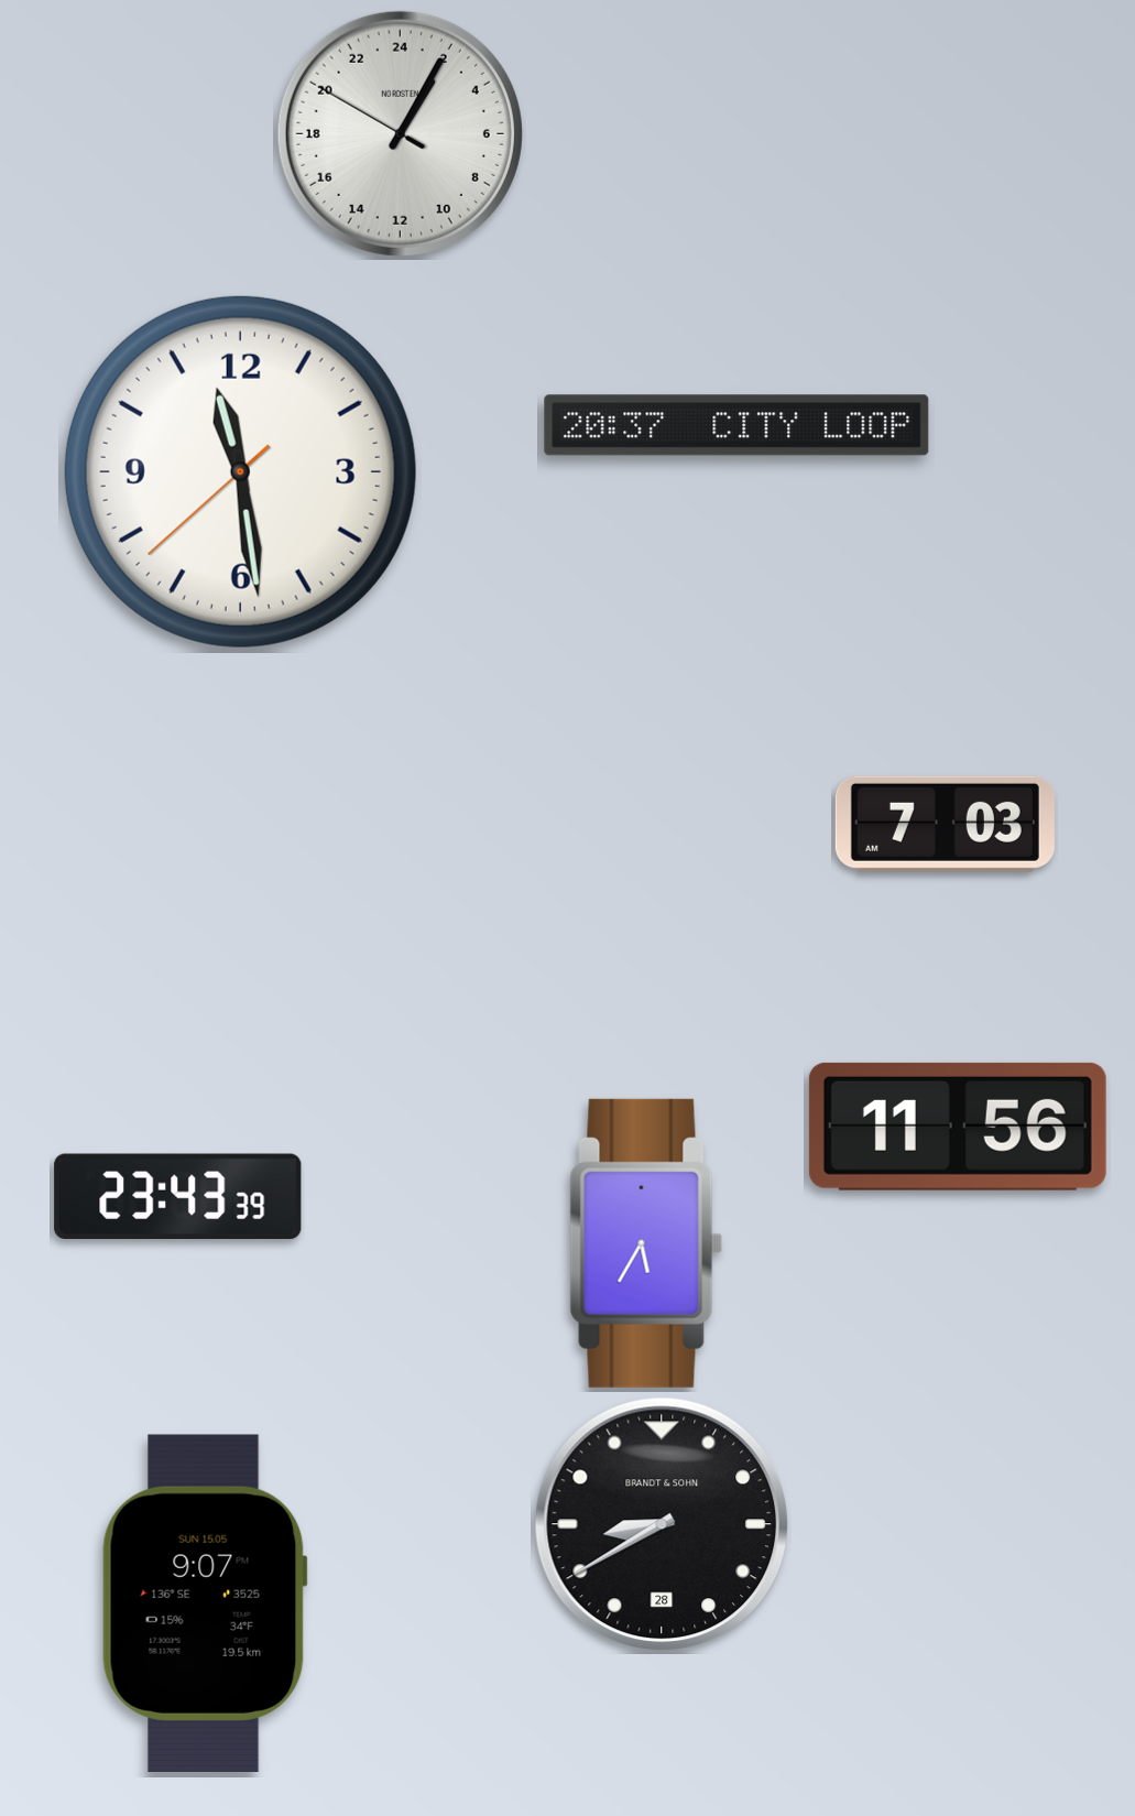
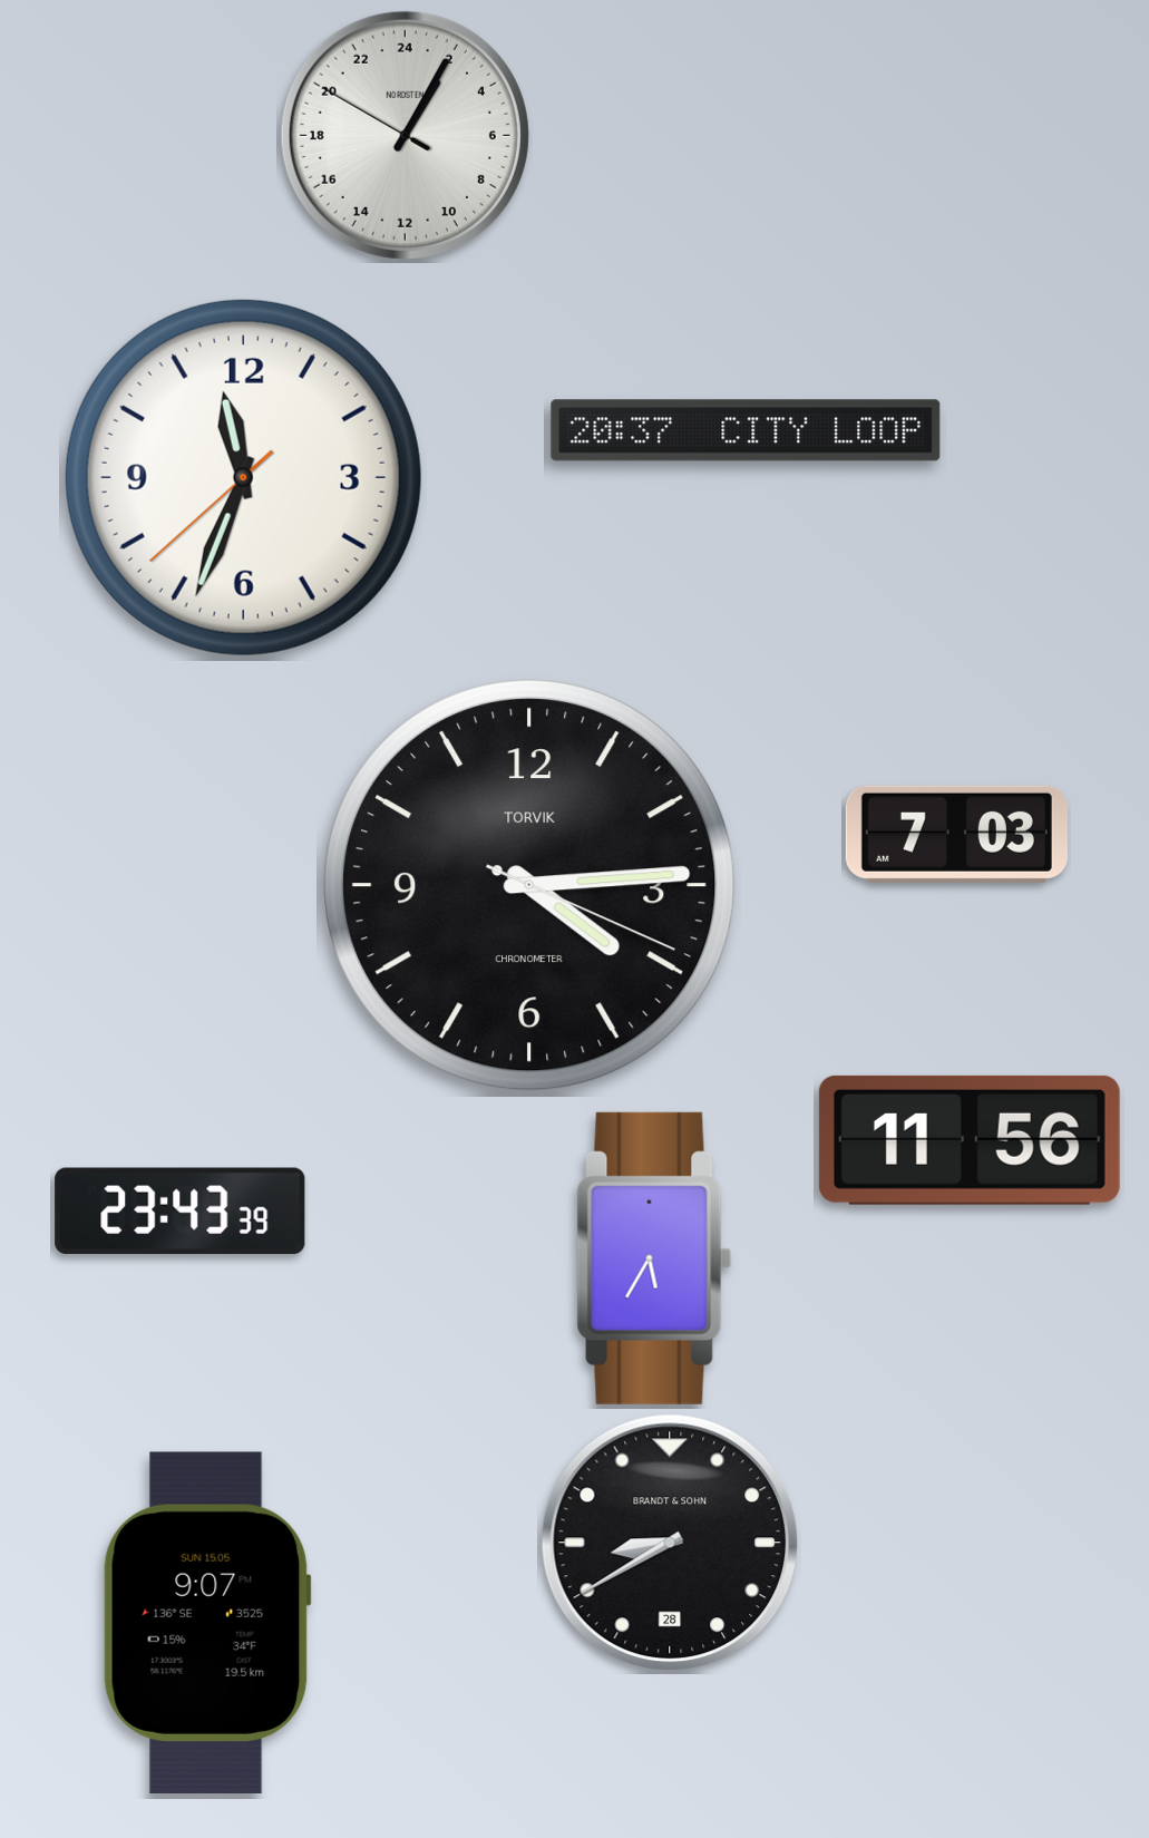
clock at (240, 471): 11:28 -> 11:33
clock at (529, 886): none -> 4:14
